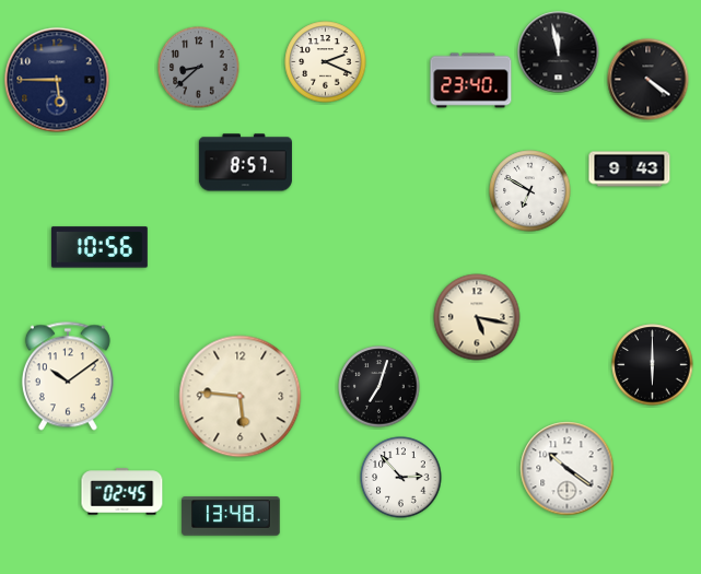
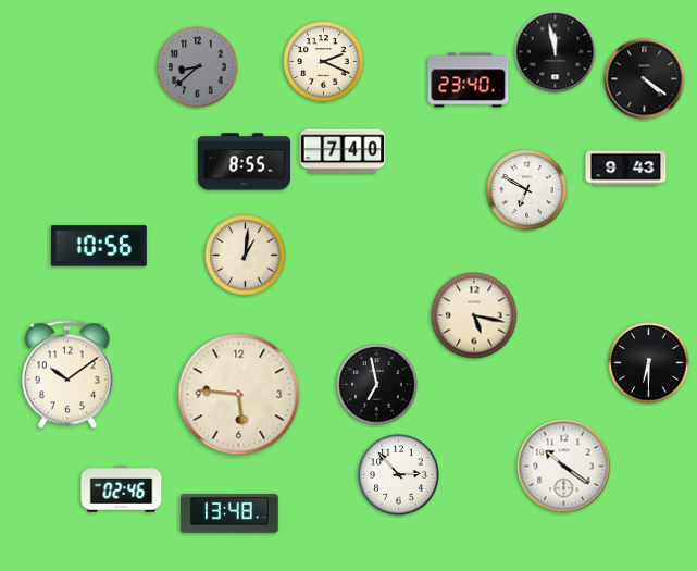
clock at (57, 80): 5:45 -> none
clock at (343, 151): none -> 7:40
clock at (245, 163): 8:57 -> 8:55
clock at (246, 256): none -> 1:01
clock at (653, 365): 6:00 -> 6:30
clock at (379, 387): 7:03 -> 6:58
clock at (122, 492): 02:45 -> 02:46
